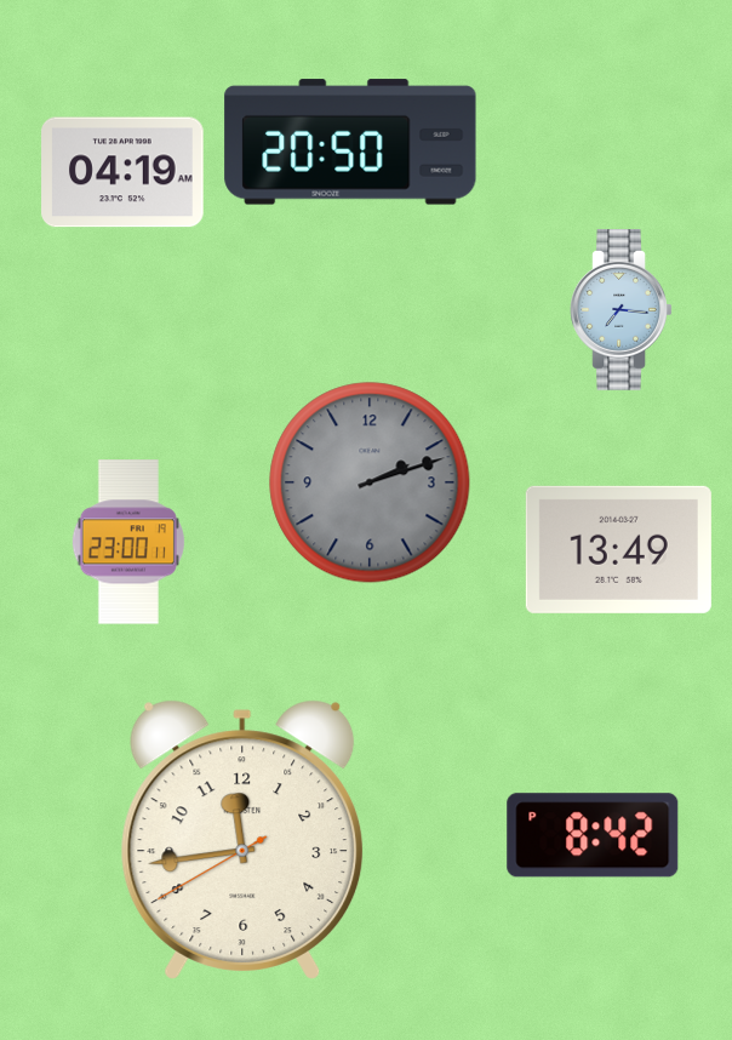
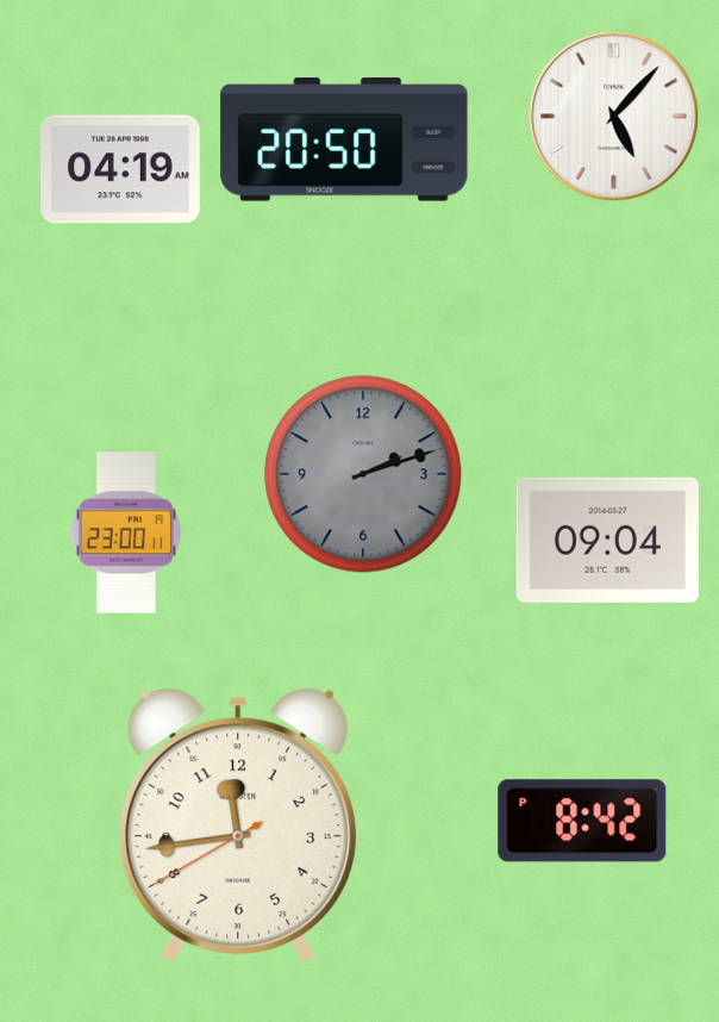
clock at (614, 117): none -> 5:07
clock at (622, 310): 7:16 -> none
clock at (618, 549): 13:49 -> 09:04
